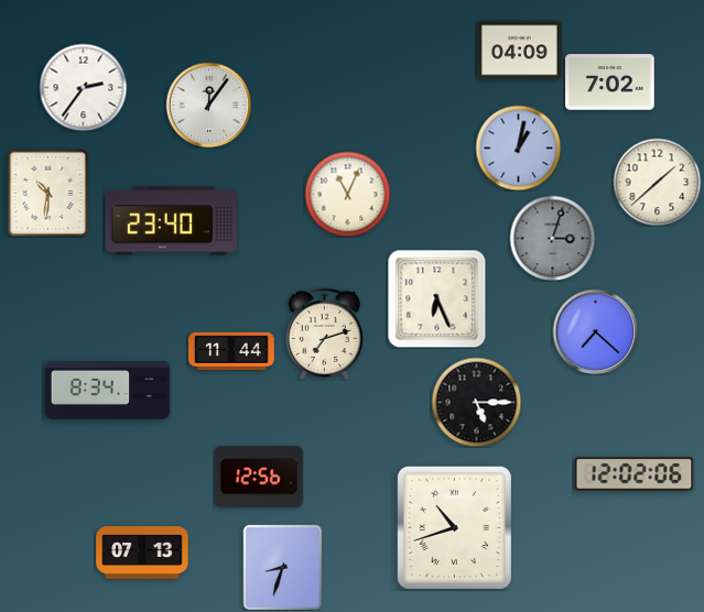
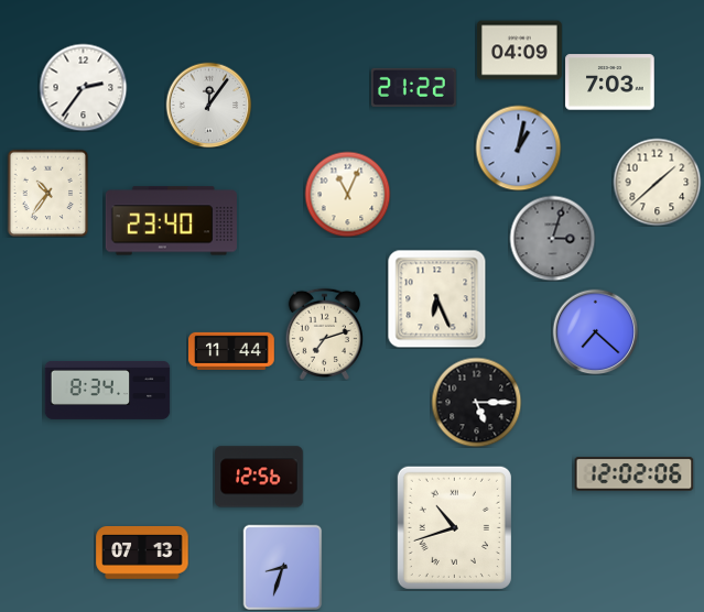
clock at (610, 83): 7:02 -> 7:03
clock at (413, 87): none -> 21:22
clock at (48, 193): 10:31 -> 10:36
